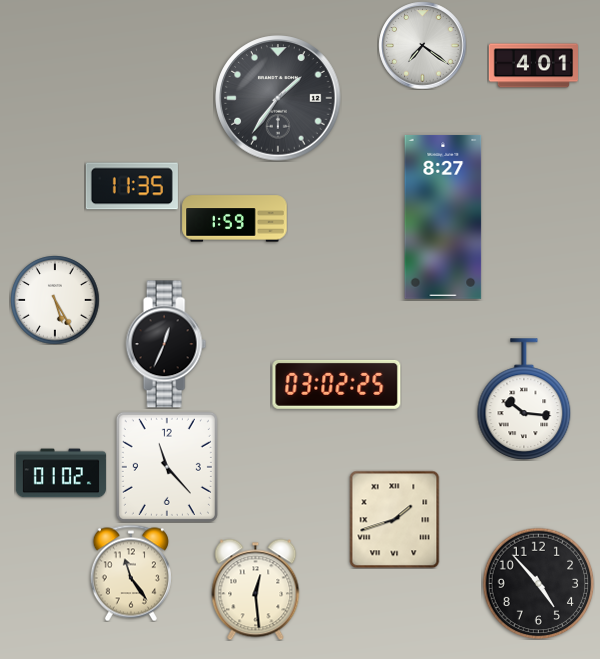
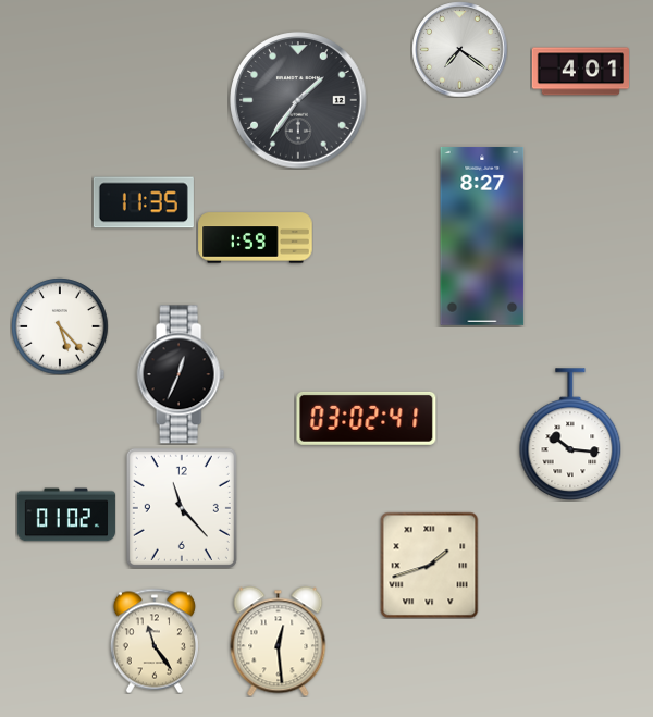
clock at (278, 98) position: (278, 98) -> (298, 100)
clock at (55, 300): 5:25 -> 5:23
clock at (337, 384): 03:02:25 -> 03:02:41
clock at (131, 573) position: (131, 573) -> (155, 641)
clock at (538, 583): 4:53 -> none
